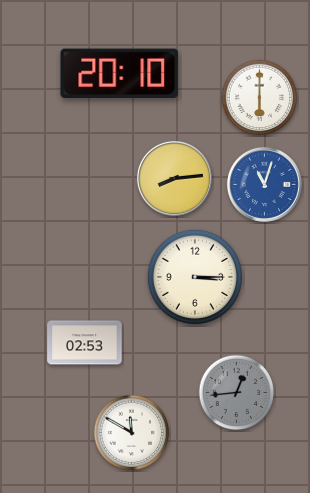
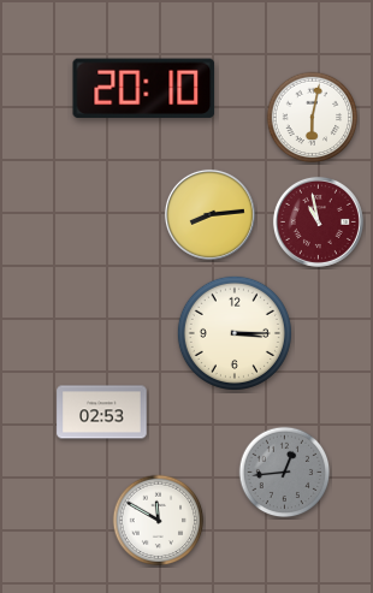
clock at (260, 98): 6:00 -> 6:02
clock at (264, 184): 11:03 -> 10:58
clock at (264, 184) dial: blue -> burgundy
